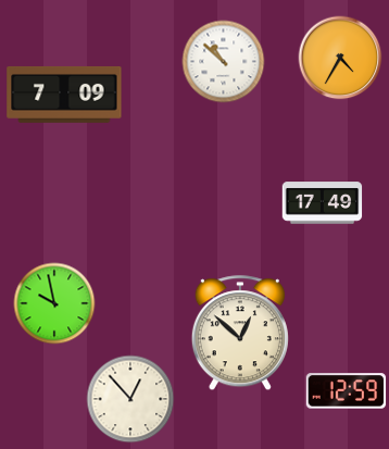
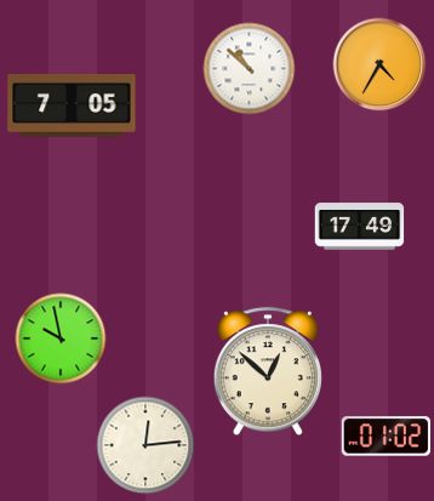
clock at (64, 95): 7:09 -> 7:05
clock at (347, 391): 12:59 -> 01:02
clock at (130, 399): 12:53 -> 12:14
